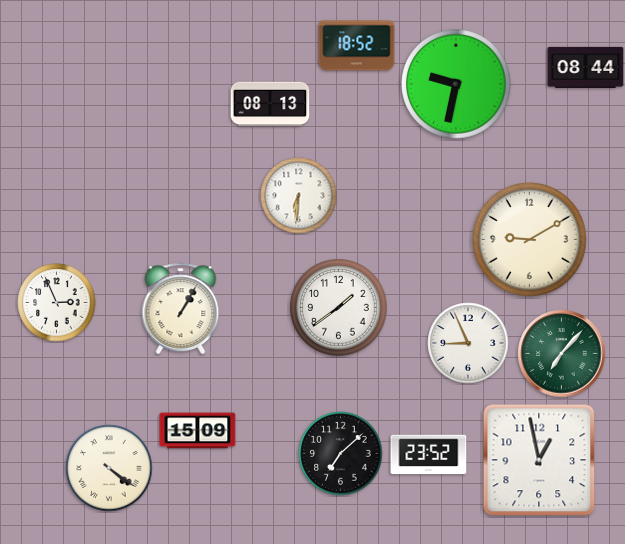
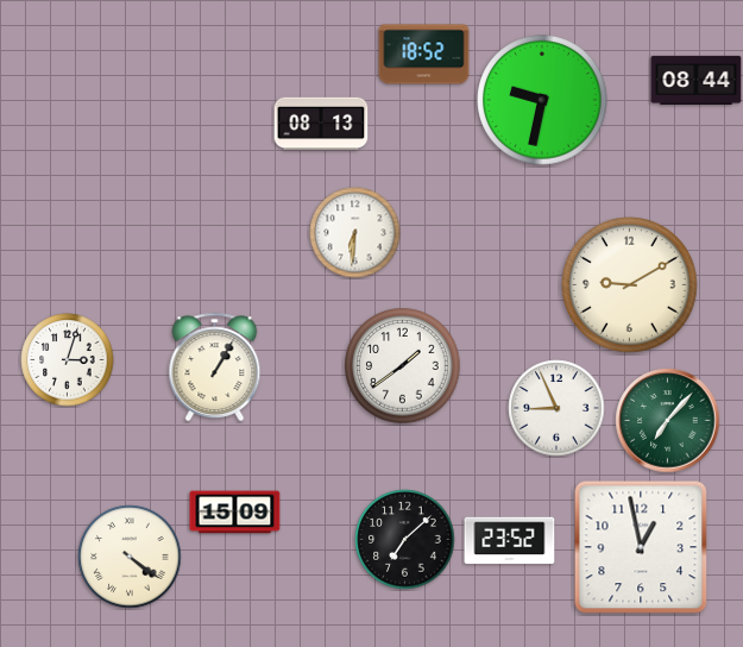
clock at (57, 303): 2:56 -> 3:03
